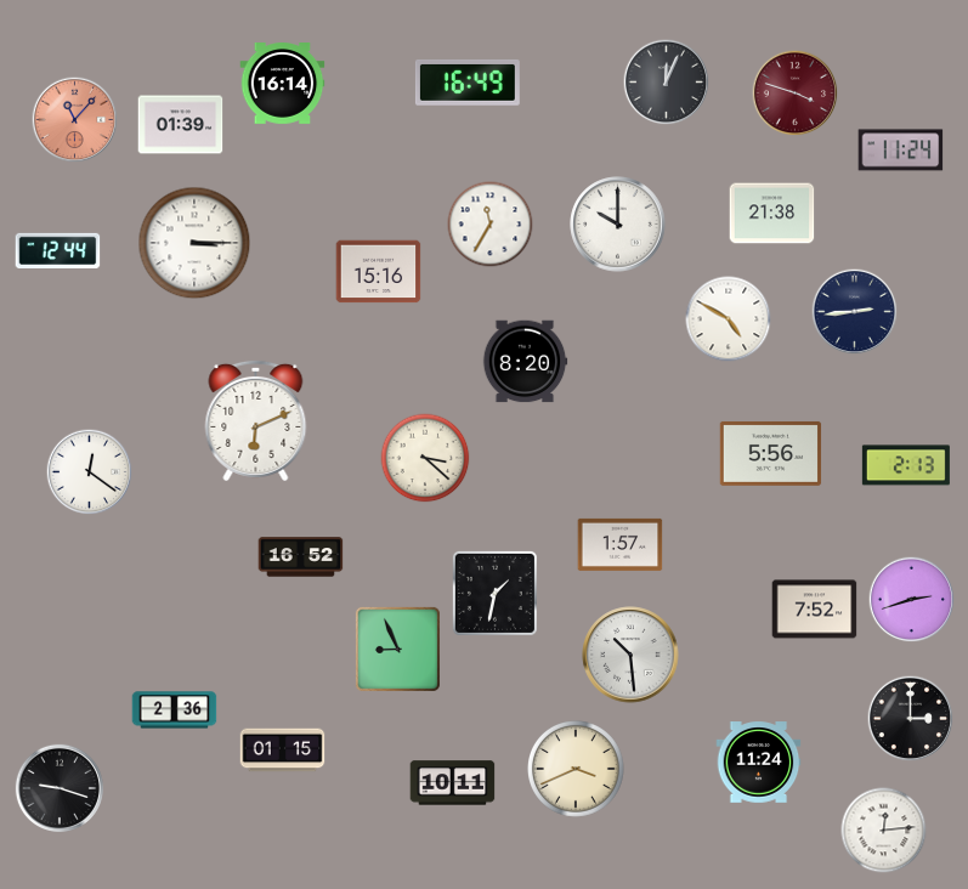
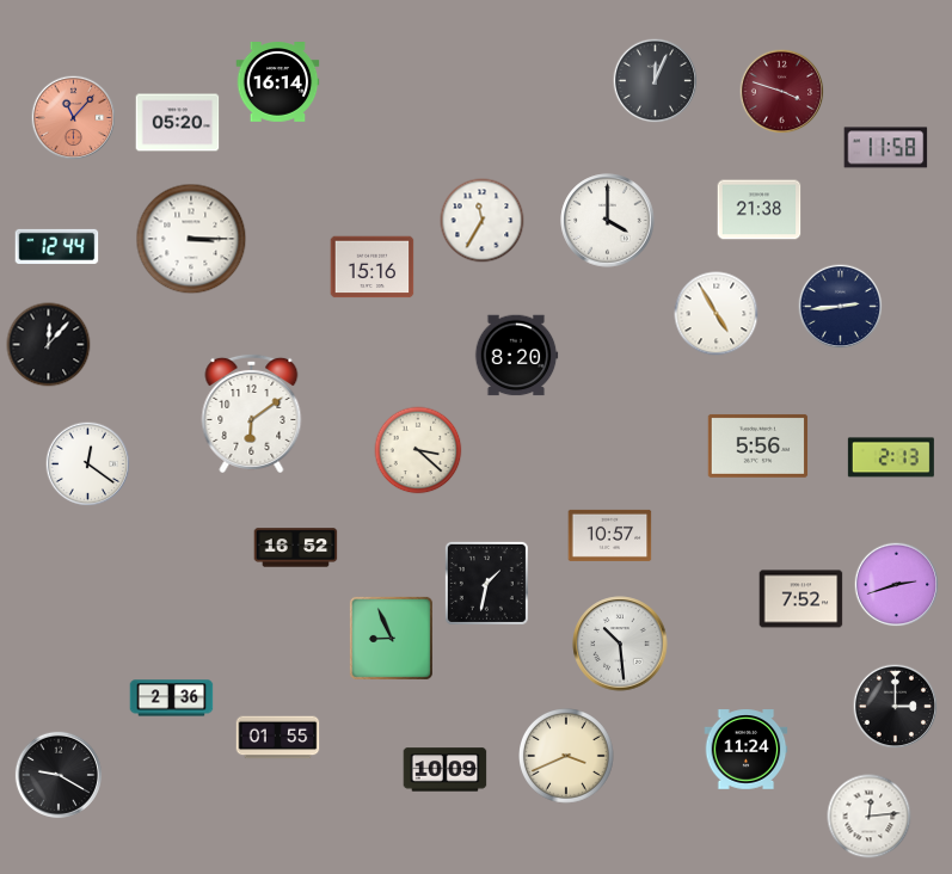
clock at (468, 83): 16:49 -> none
clock at (181, 125): 01:39 -> 05:20
clock at (901, 151): 11:24 -> 11:58
clock at (618, 225): 10:00 -> 4:00
clock at (729, 319): 4:50 -> 4:55
clock at (49, 345): none -> 12:07
clock at (256, 420): 6:11 -> 6:09
clock at (621, 544): 1:57 -> 10:57
clock at (912, 600) position: (912, 600) -> (897, 585)
clock at (283, 751): 01:15 -> 01:55
clock at (453, 783): 10:11 -> 10:09
clock at (60, 788): 9:18 -> 9:20
